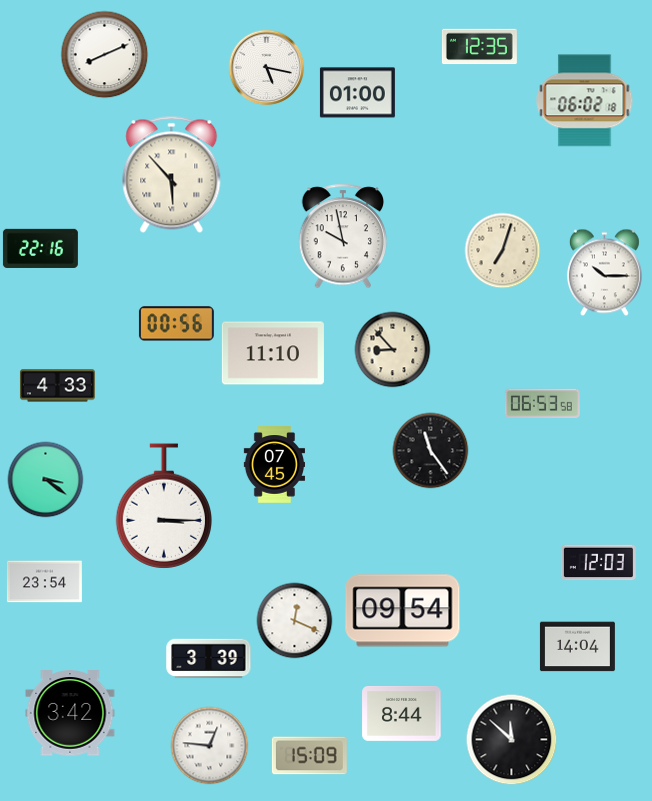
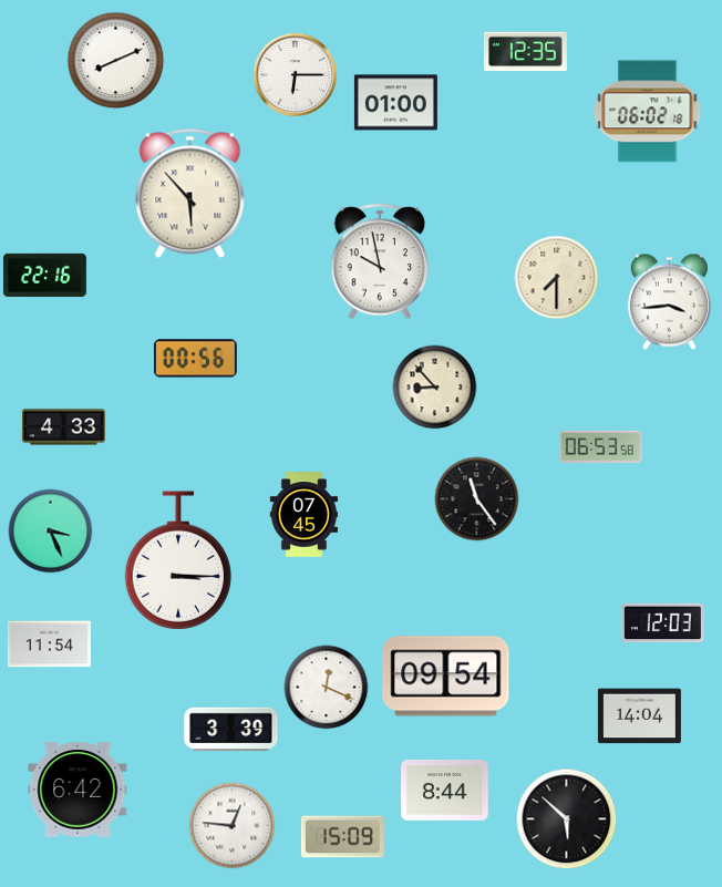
clock at (479, 47) position: (479, 47) -> (525, 52)
clock at (267, 68): 5:17 -> 6:15
clock at (503, 251): 7:03 -> 7:30
clock at (604, 273): 10:15 -> 3:44
clock at (273, 353): 11:10 -> none
clock at (46, 480): 3:21 -> 3:26
clock at (163, 506) position: (163, 506) -> (177, 560)
clock at (44, 582): 23:54 -> 11:54
clock at (70, 713): 3:42 -> 6:42
clock at (512, 740): 11:52 -> 5:52
